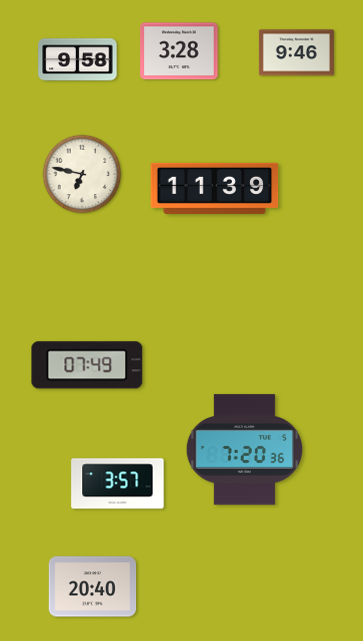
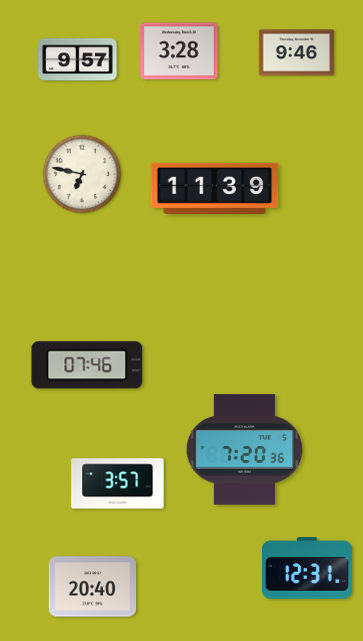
clock at (78, 60): 9:58 -> 9:57
clock at (87, 365): 07:49 -> 07:46
clock at (307, 568): none -> 12:31
